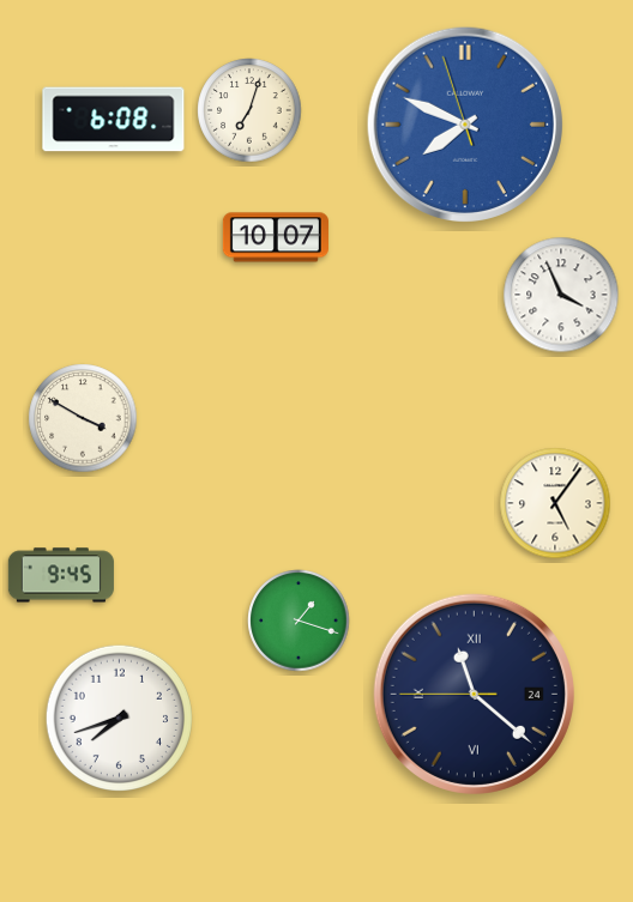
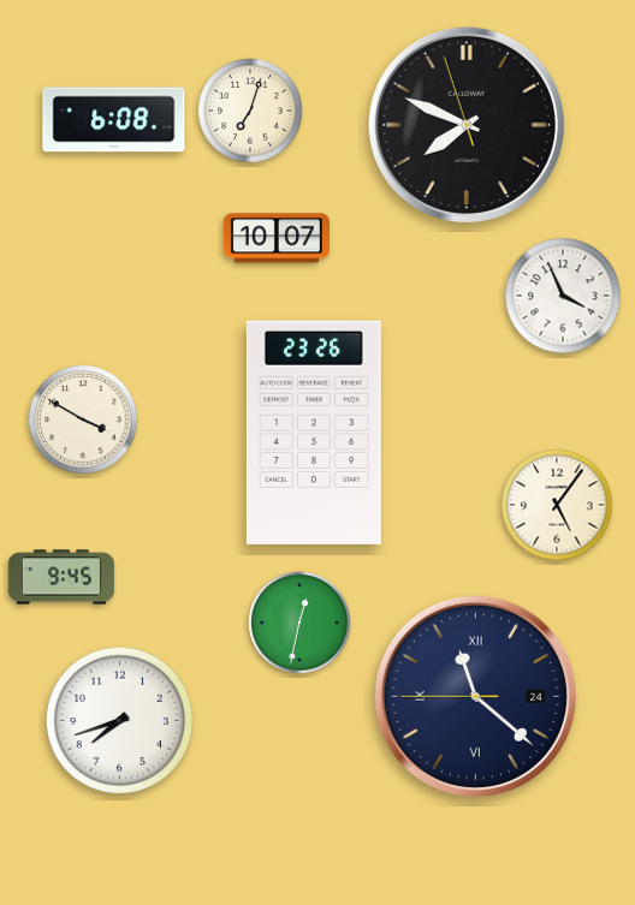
clock at (464, 123) dial: blue -> black
clock at (314, 433): none -> 23:26
clock at (299, 620): 1:18 -> 12:32
